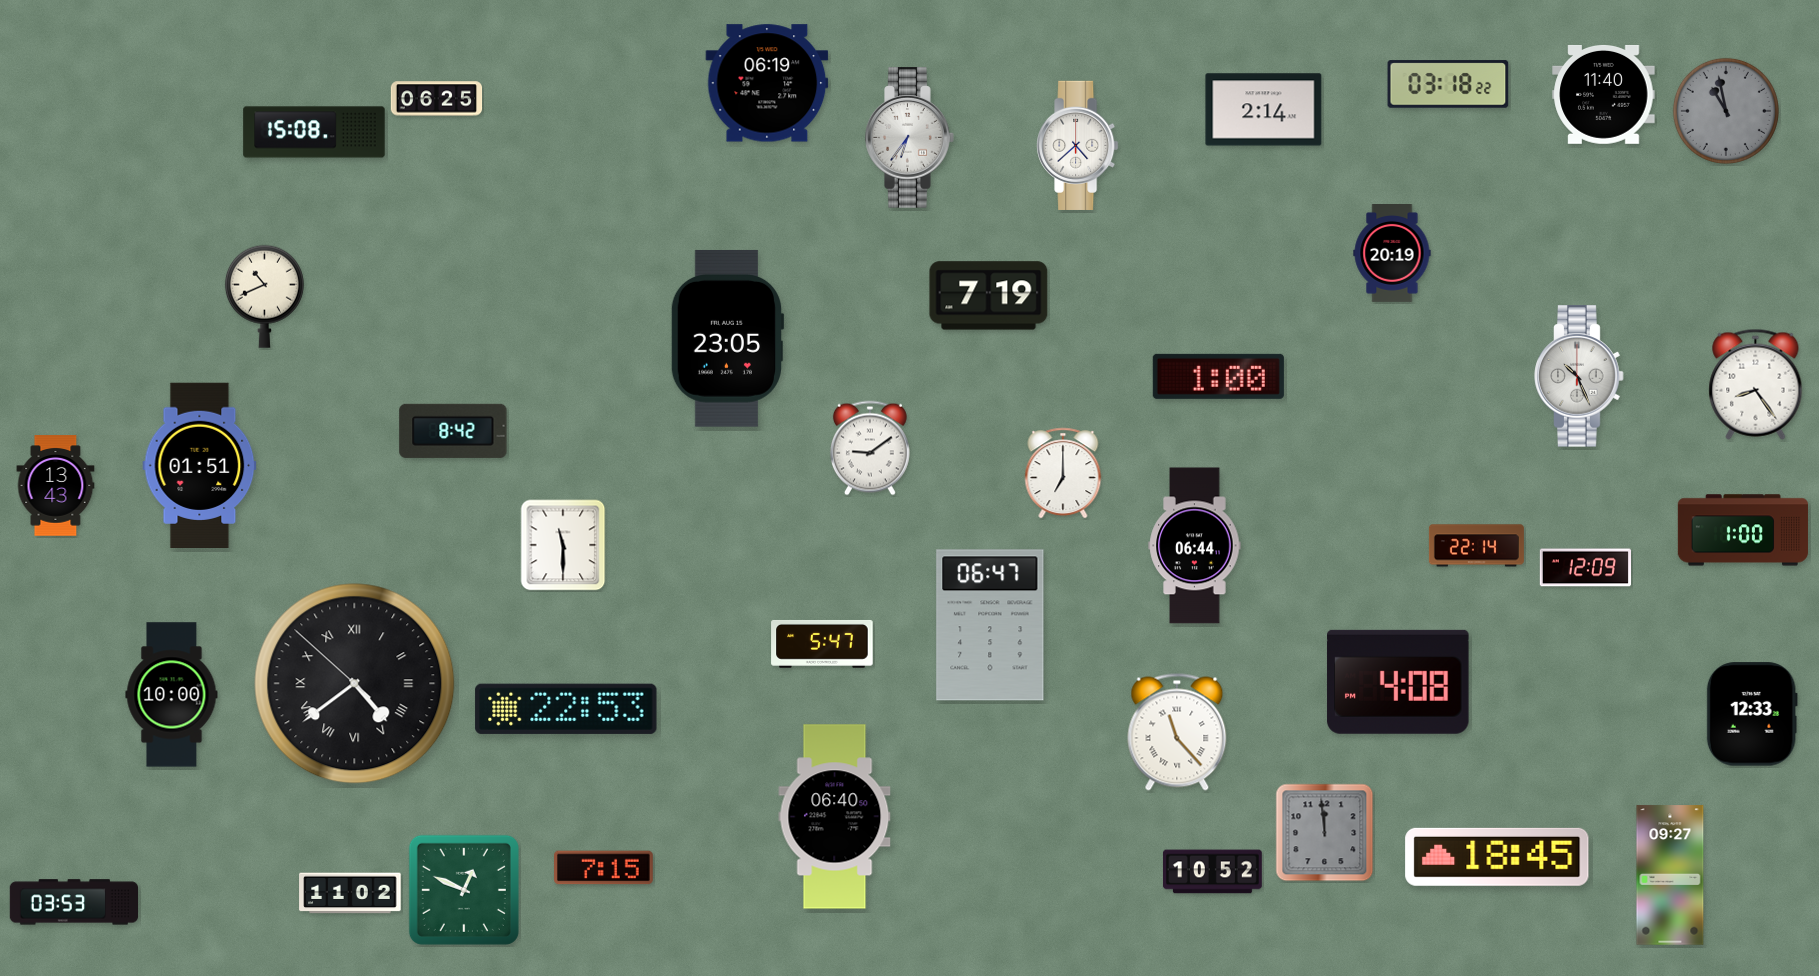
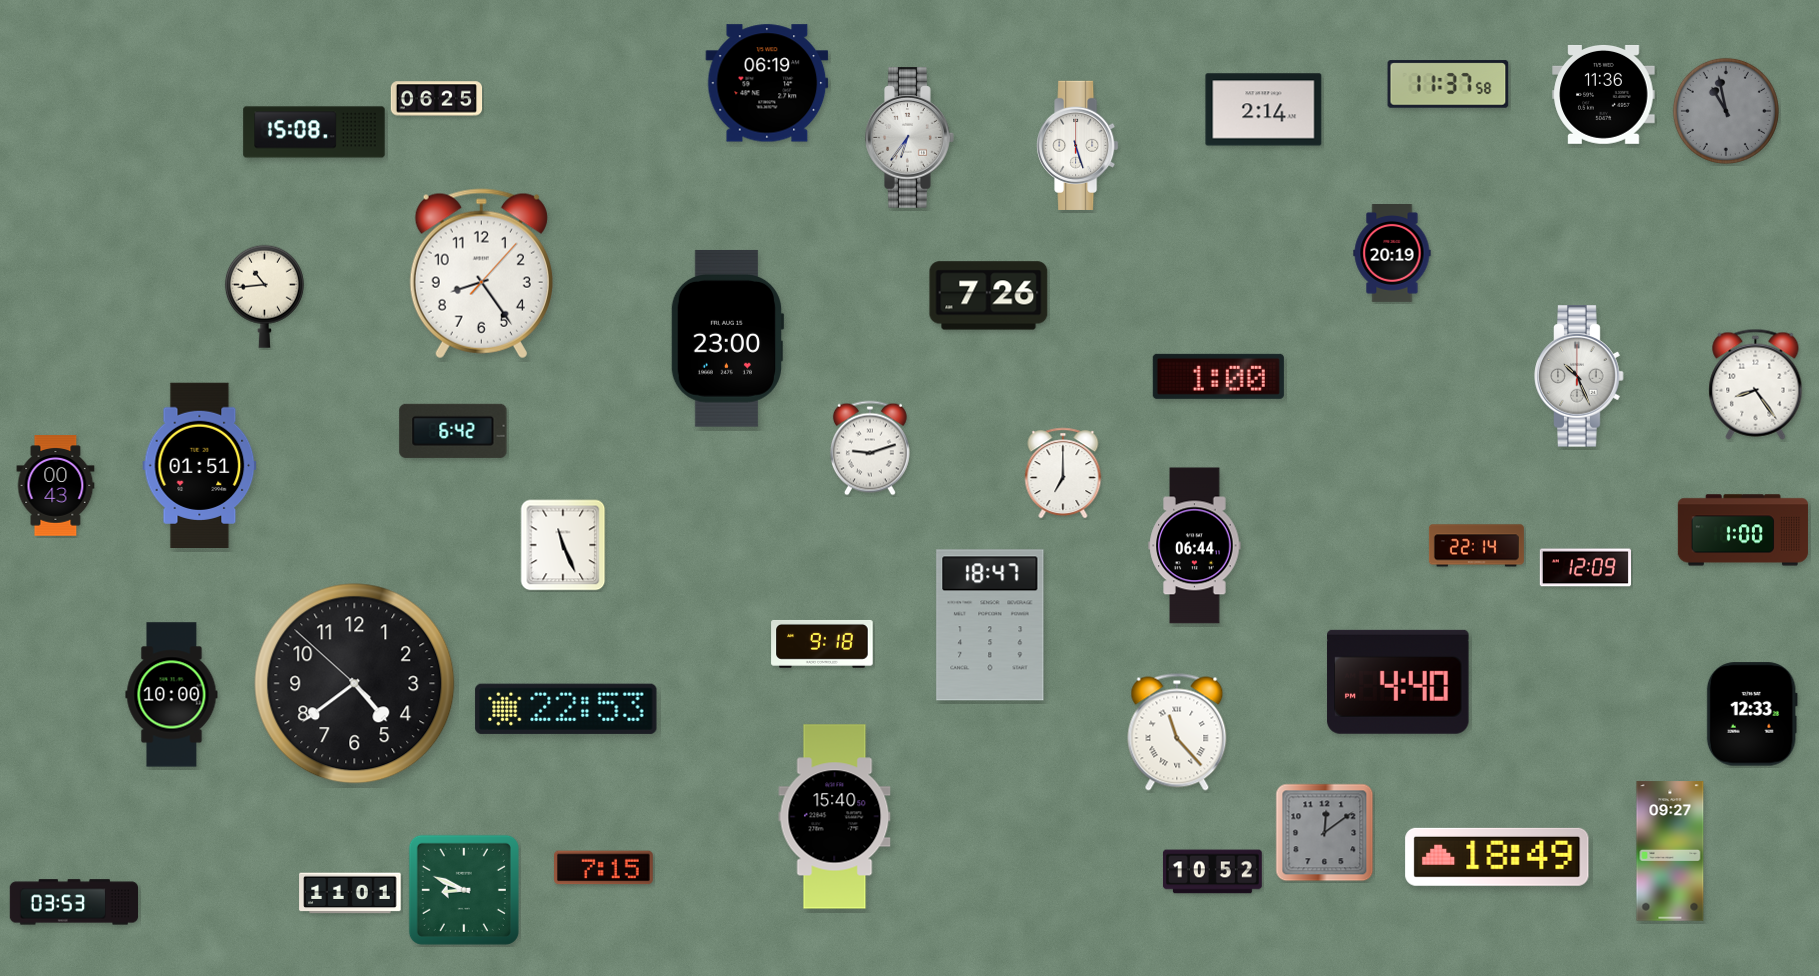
clock at (1448, 84): 03:18 -> 11:37
clock at (1604, 94): 11:40 -> 11:36
clock at (1078, 145): 4:38 -> 5:27
clock at (481, 274): none -> 8:24
clock at (264, 296): 10:41 -> 10:44
clock at (989, 296): 7:19 -> 7:26
clock at (727, 338): 23:05 -> 23:00
clock at (453, 431): 8:42 -> 6:42
clock at (870, 448): 9:09 -> 9:12
clock at (56, 486): 13:43 -> 00:43
clock at (563, 545): 11:30 -> 11:26
clock at (990, 625): 06:47 -> 18:47
clock at (822, 644): 5:47 -> 9:18
clock at (1398, 682): 4:08 -> 4:40
clock at (355, 684) numerals: Roman -> Arabic
clock at (835, 817): 06:40 -> 15:40
clock at (1325, 833): 11:59 -> 12:09
clock at (1497, 857): 18:45 -> 18:49
clock at (1670, 875) position: (1670, 875) -> (1670, 851)
clock at (464, 890): 12:49 -> 8:49
clock at (350, 893): 11:02 -> 11:01
